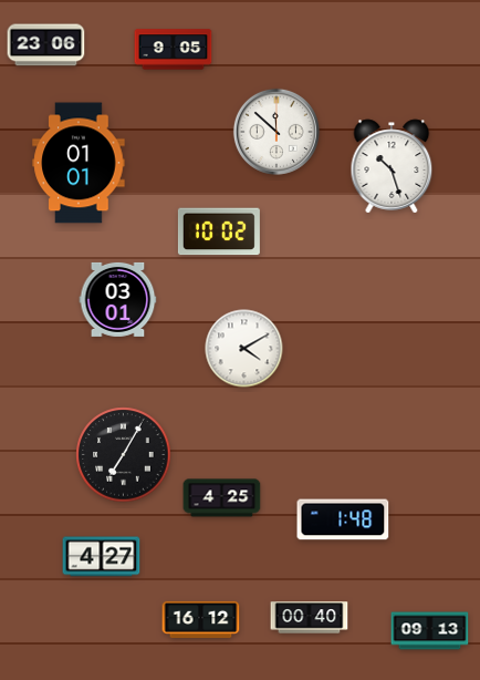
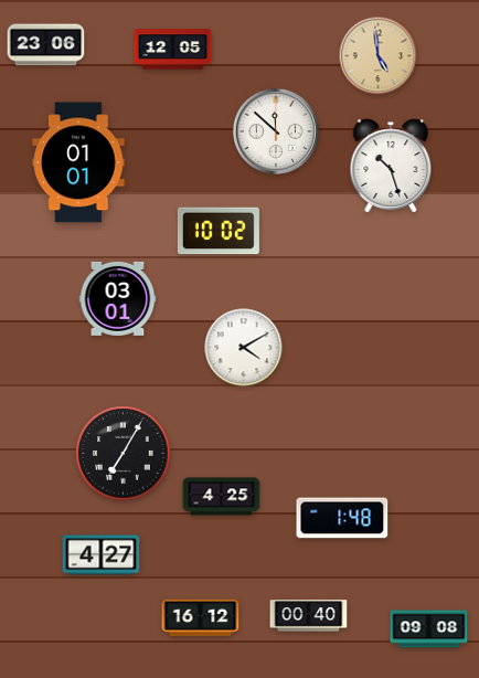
clock at (174, 50): 9:05 -> 12:05
clock at (379, 56): none -> 4:59
clock at (430, 631): 09:13 -> 09:08
